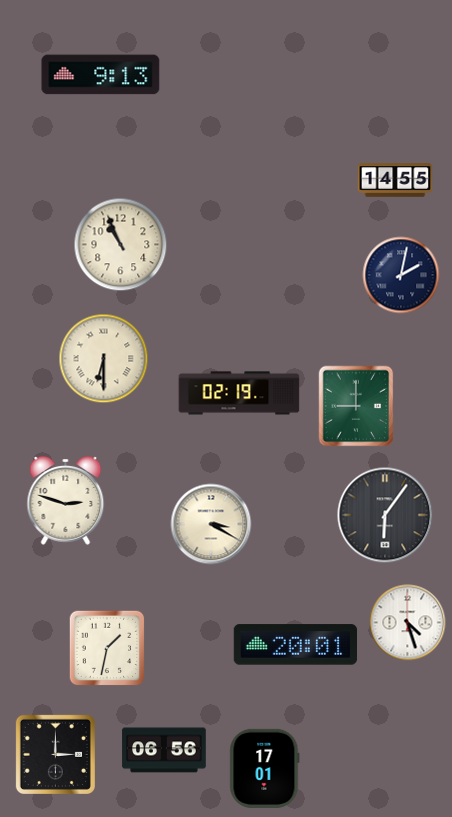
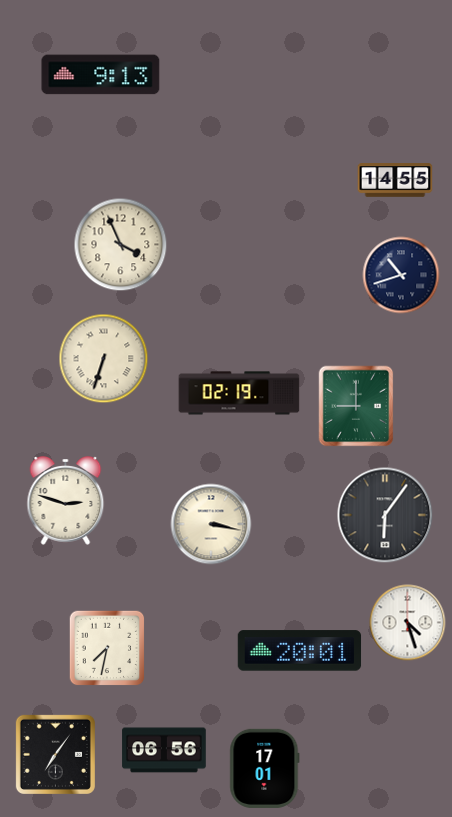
clock at (121, 245): 10:56 -> 3:56
clock at (401, 275): 2:02 -> 10:42
clock at (104, 359): 6:30 -> 6:33
clock at (211, 524): 3:20 -> 3:17
clock at (296, 645) position: (296, 645) -> (300, 651)
clock at (107, 648): 1:32 -> 7:32
clock at (55, 754): 3:00 -> 7:06
